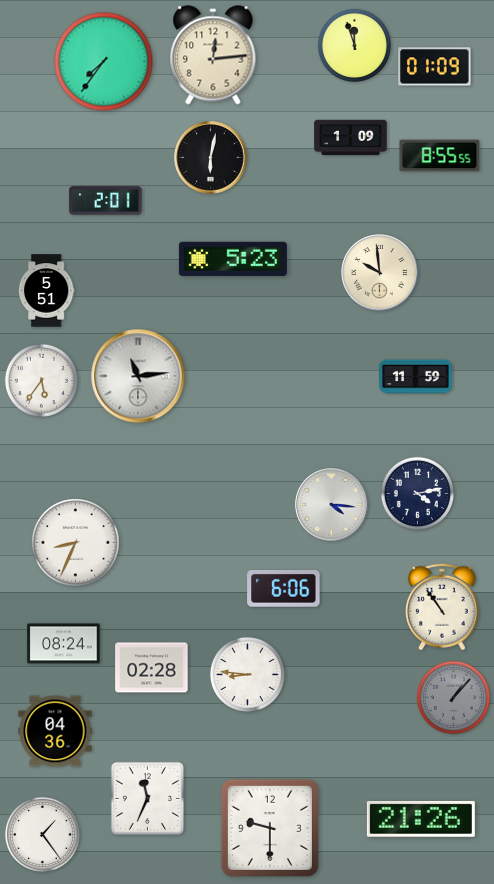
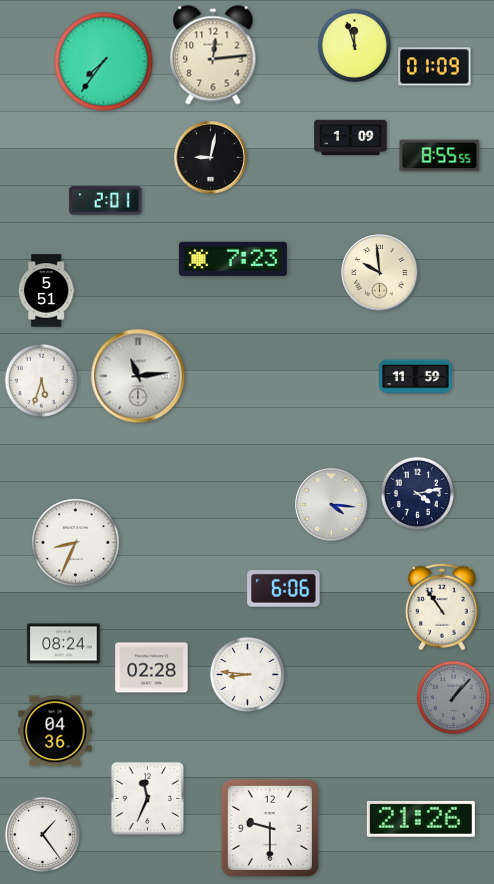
clock at (211, 158): 6:02 -> 9:02
clock at (233, 259): 5:23 -> 7:23
clock at (41, 380): 5:36 -> 5:33
